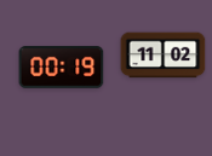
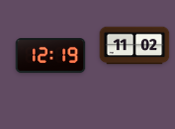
clock at (62, 68): 00:19 -> 12:19
